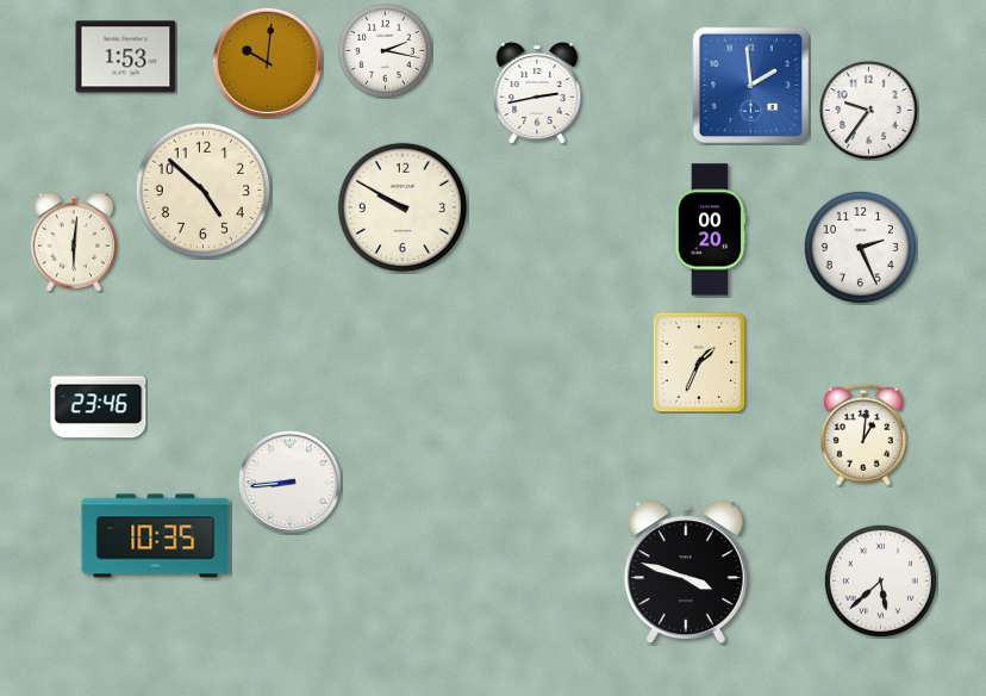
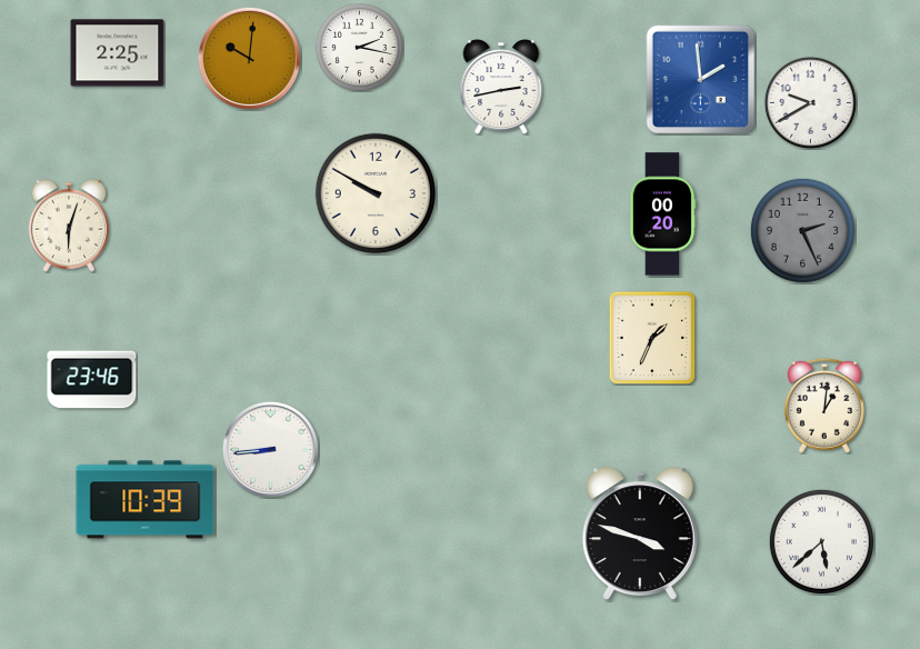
clock at (126, 57): 1:53 -> 2:25
clock at (868, 110): 9:36 -> 9:40
clock at (204, 191): 4:52 -> none
clock at (74, 242): 6:01 -> 6:03
clock at (860, 247) dial: white -> grey
clock at (863, 435) position: (863, 435) -> (824, 406)
clock at (156, 536): 10:35 -> 10:39
